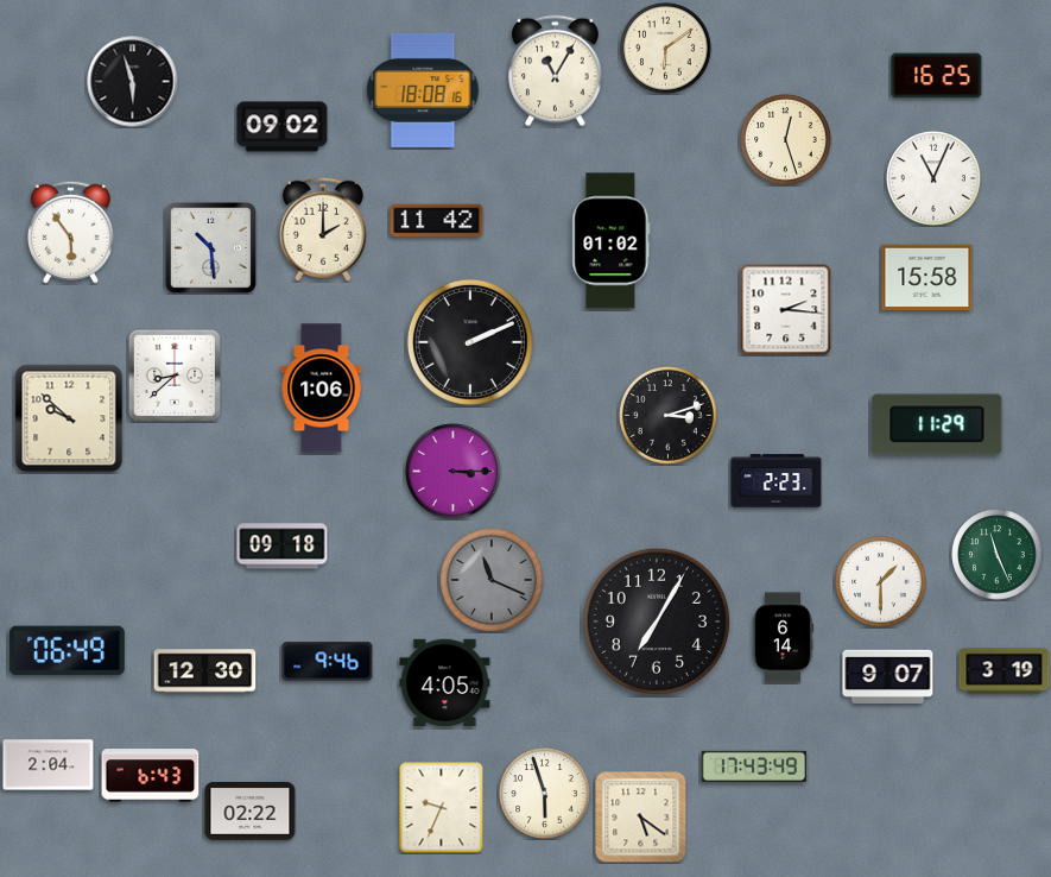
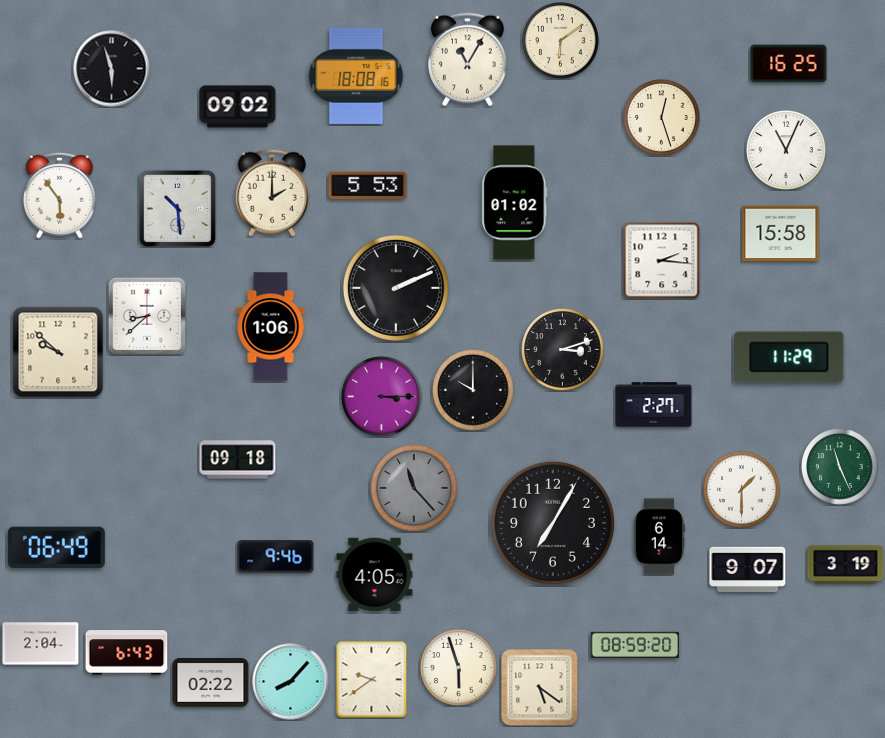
clock at (437, 221): 11:42 -> 5:53
clock at (473, 390): none -> 10:00
clock at (777, 481): 2:23 -> 2:27
clock at (493, 581): 11:19 -> 11:23
clock at (205, 671): 12:30 -> none
clock at (754, 766): 17:43 -> 08:59
clock at (442, 807): 9:34 -> 9:39
clock at (291, 682): none -> 8:07
